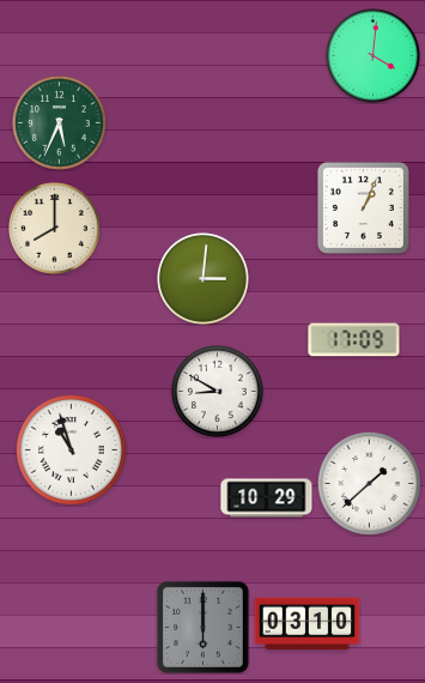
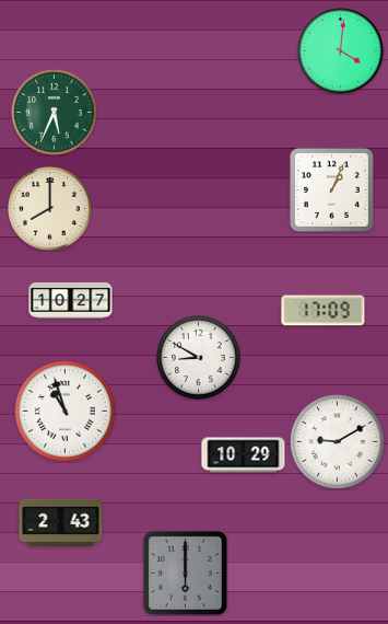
clock at (204, 279): 3:01 -> none
clock at (71, 300): none -> 10:27
clock at (369, 483): 1:38 -> 9:10
clock at (61, 522): none -> 2:43
clock at (308, 624): 03:10 -> none
